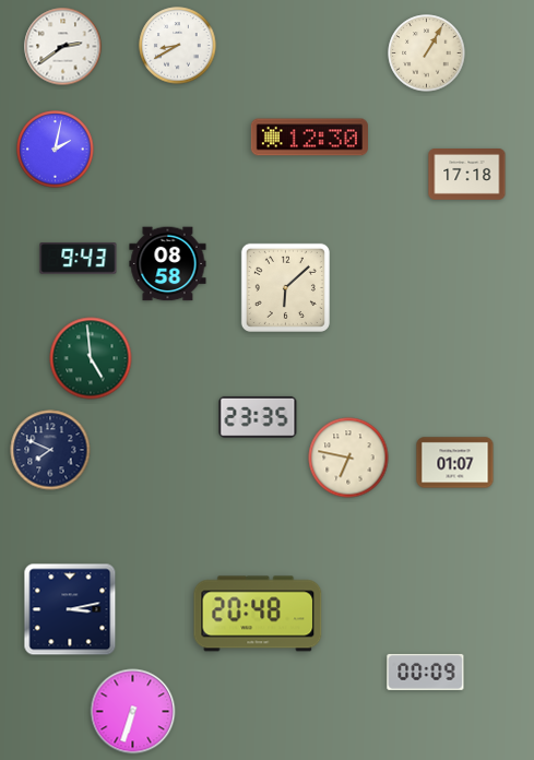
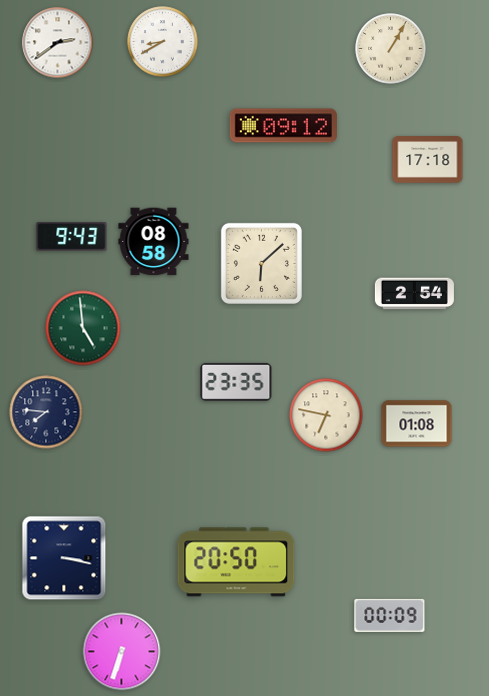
clock at (309, 138): 12:30 -> 09:12
clock at (56, 150): 2:02 -> none
clock at (414, 294): none -> 2:54
clock at (50, 450): 7:49 -> 7:46
clock at (348, 458) position: (348, 458) -> (326, 415)
clock at (455, 463): 01:07 -> 01:08
clock at (70, 609): 3:13 -> 3:17
clock at (258, 614): 20:48 -> 20:50
